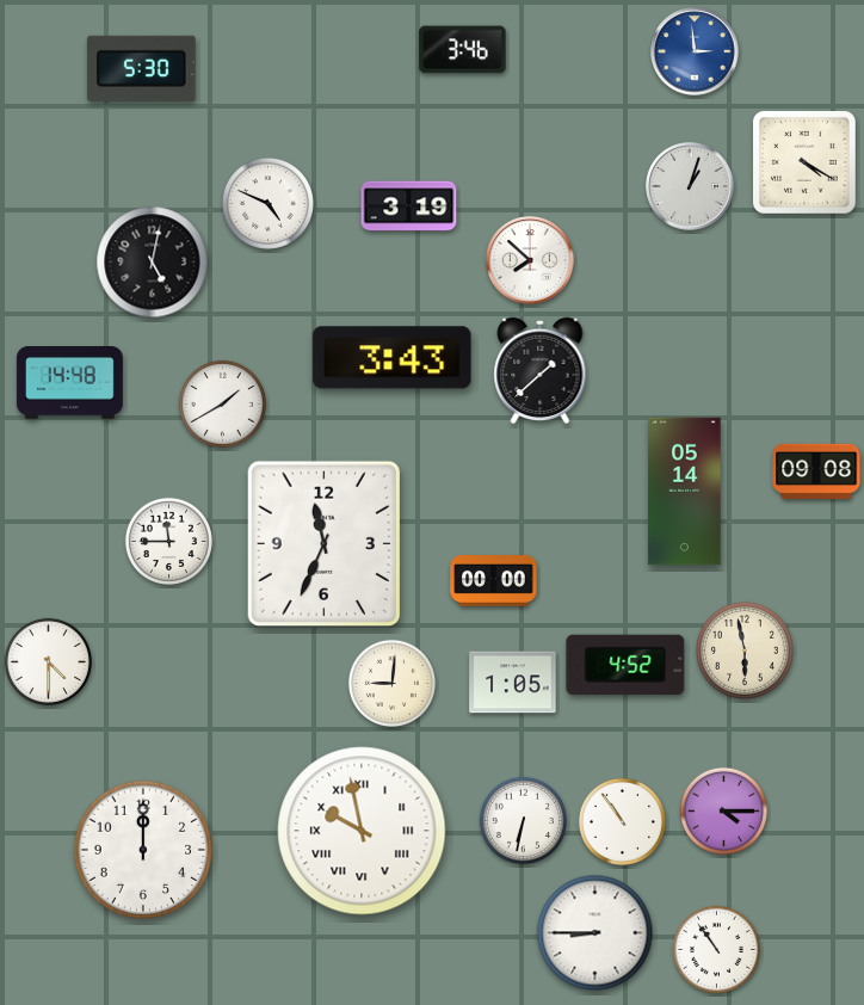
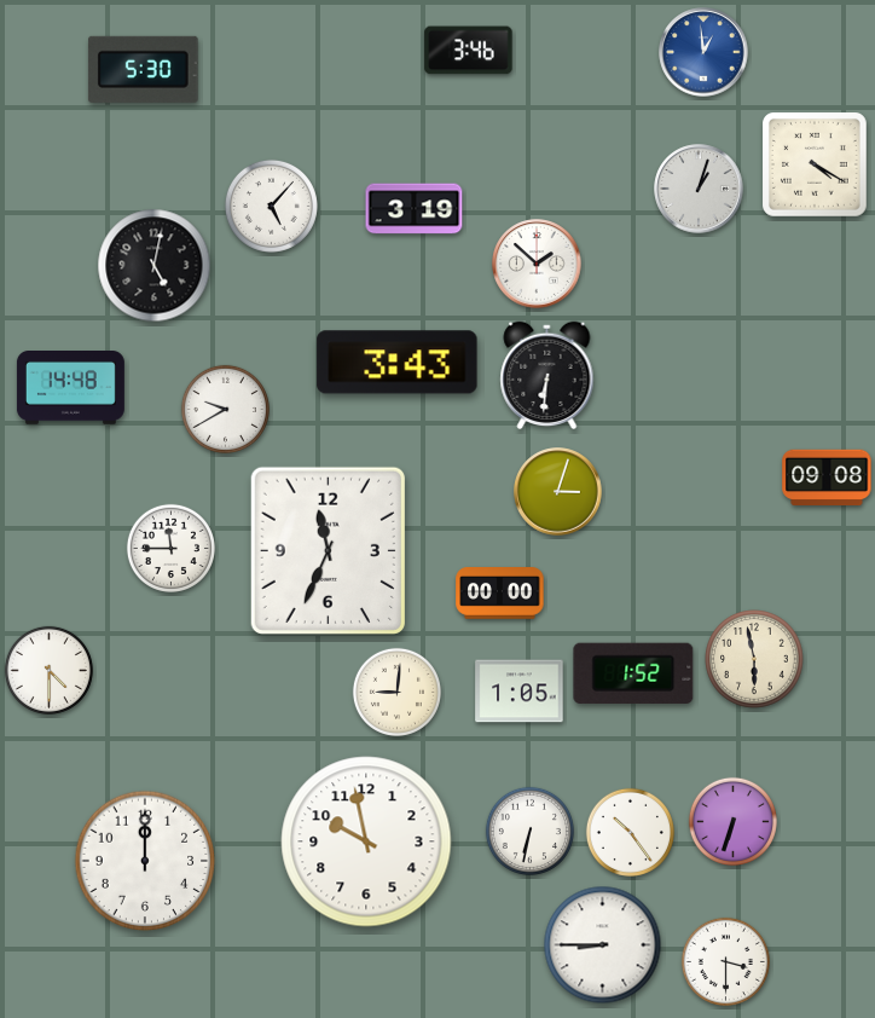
clock at (695, 51): 2:59 -> 12:59
clock at (267, 203): 4:49 -> 5:07
clock at (530, 260): 7:52 -> 1:52
clock at (541, 371): 1:38 -> 6:31
clock at (222, 403): 1:40 -> 9:40
clock at (558, 492): none -> 3:03
clock at (685, 492): 05:14 -> none
clock at (494, 581) position: (494, 581) -> (500, 594)
clock at (625, 665): 4:52 -> 1:52
clock at (723, 810): 4:15 -> 6:33
clock at (622, 821): 10:54 -> 10:24
clock at (362, 831) numerals: Roman -> Arabic
clock at (716, 949): 10:54 -> 3:30
